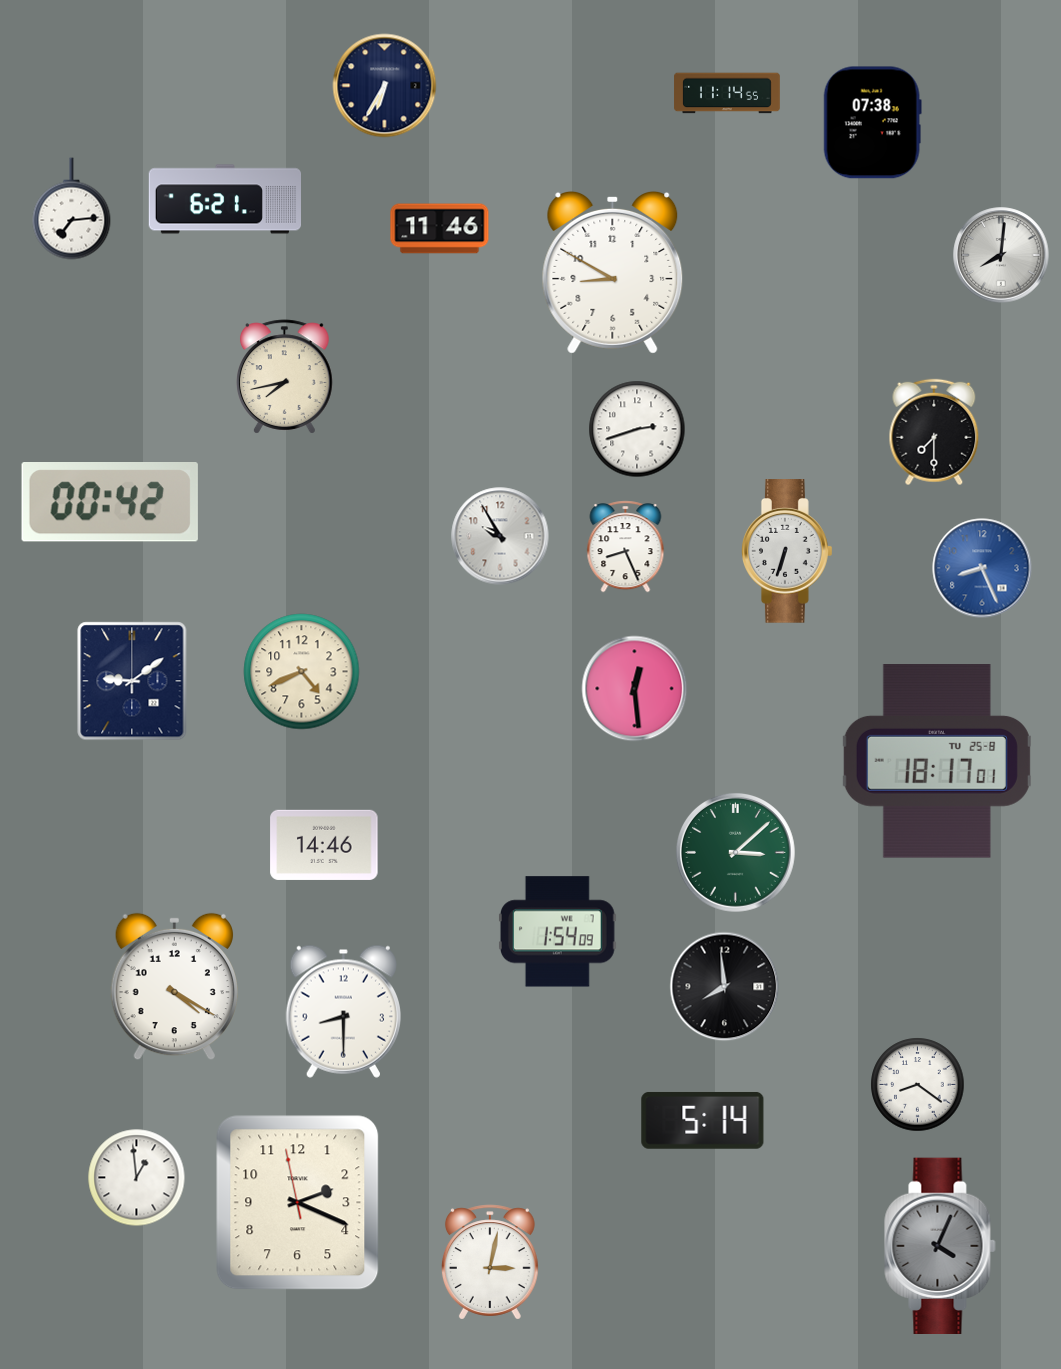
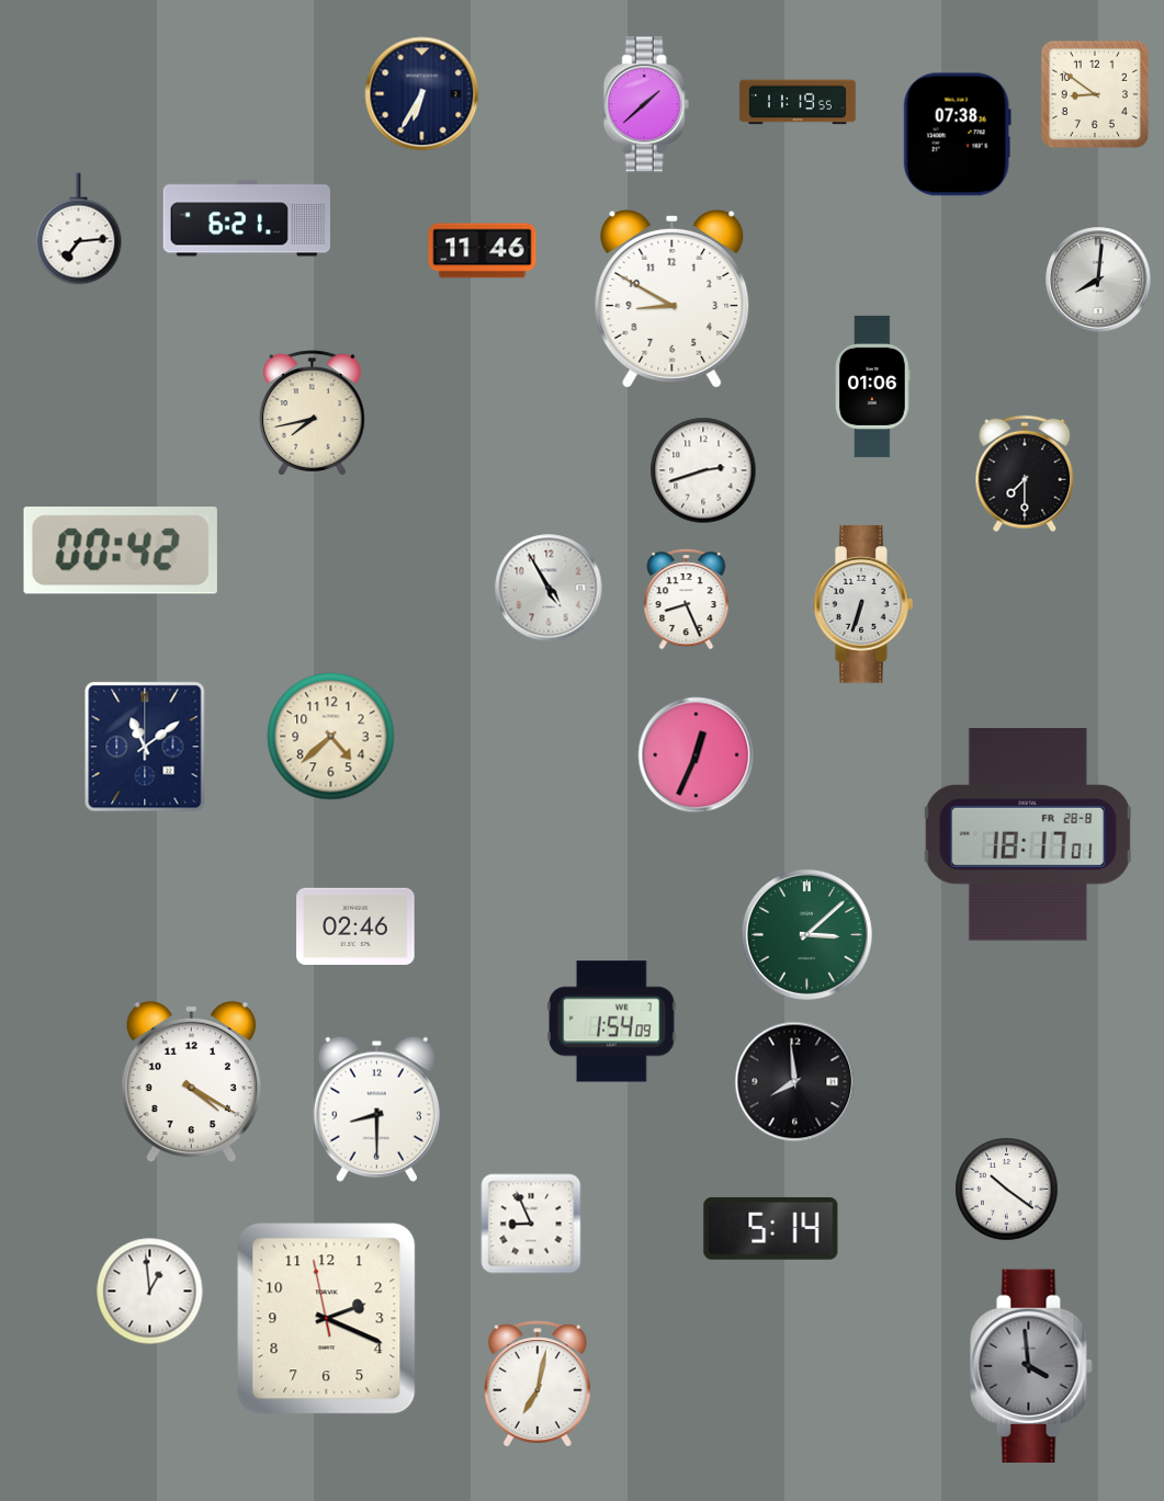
clock at (1095, 94): none -> 8:51
clock at (727, 93): 11:14 -> 11:19
clock at (646, 104): none -> 1:38
clock at (873, 386): none -> 01:06
clock at (637, 429) position: (637, 429) -> (703, 470)
clock at (500, 536): 9:55 -> 4:55
clock at (982, 568): 8:26 -> none
clock at (302, 672): 4:41 -> 4:38
clock at (132, 681): 9:09 -> 11:09
clock at (635, 689): 12:29 -> 12:34
clock at (937, 761) date: TU 25-8 -> FR 28-8
clock at (324, 845): 14:46 -> 02:46
clock at (918, 1085): 8:21 -> 10:21
clock at (531, 1224): none -> 8:56
clock at (940, 1245): 4:04 -> 3:59
clock at (490, 1262): 3:02 -> 7:02
